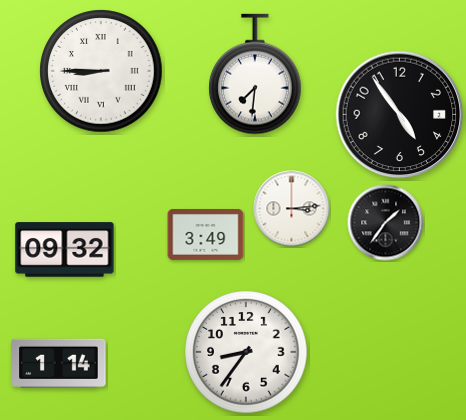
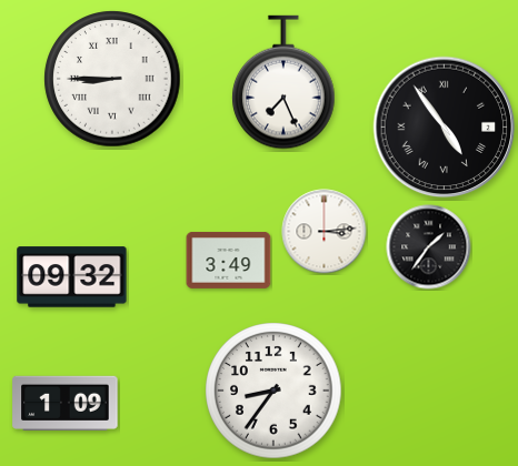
clock at (255, 74): 7:31 -> 7:26
clock at (400, 115) numerals: Arabic -> Roman
clock at (59, 363): 1:14 -> 1:09
